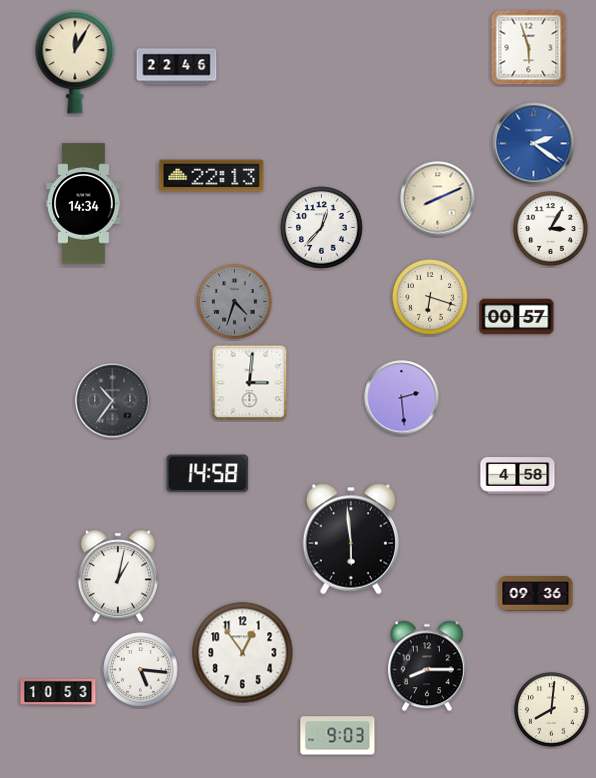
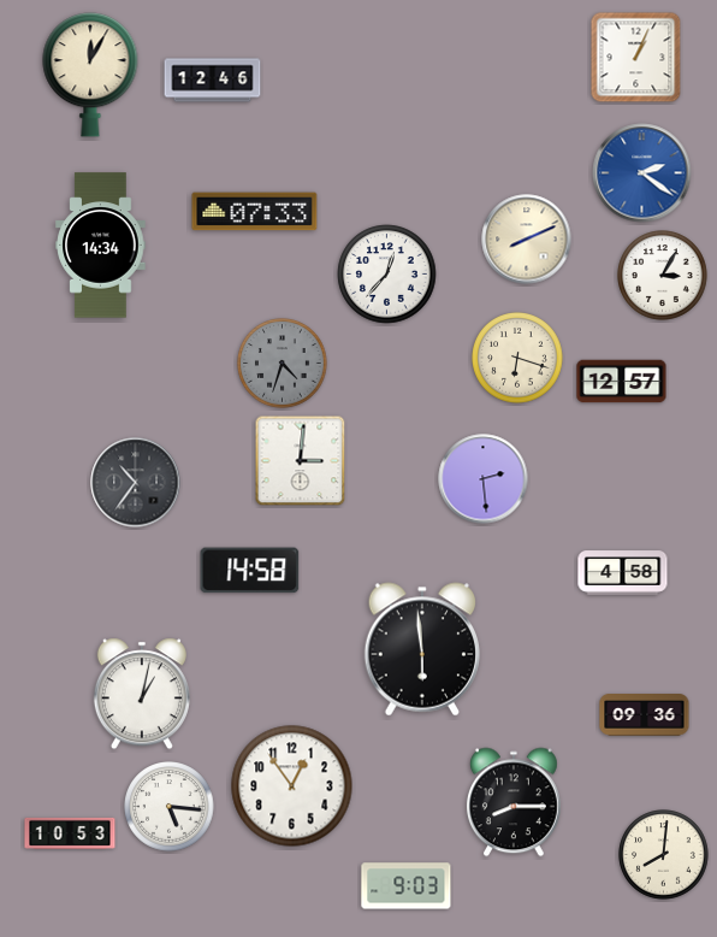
clock at (529, 48): 5:57 -> 1:04
clock at (177, 67): 22:46 -> 12:46
clock at (212, 176): 22:13 -> 07:33
clock at (517, 317): 00:57 -> 12:57
